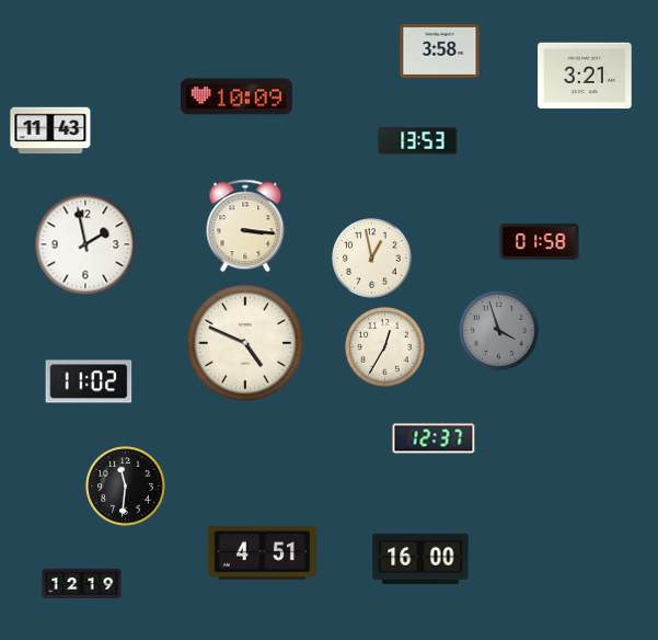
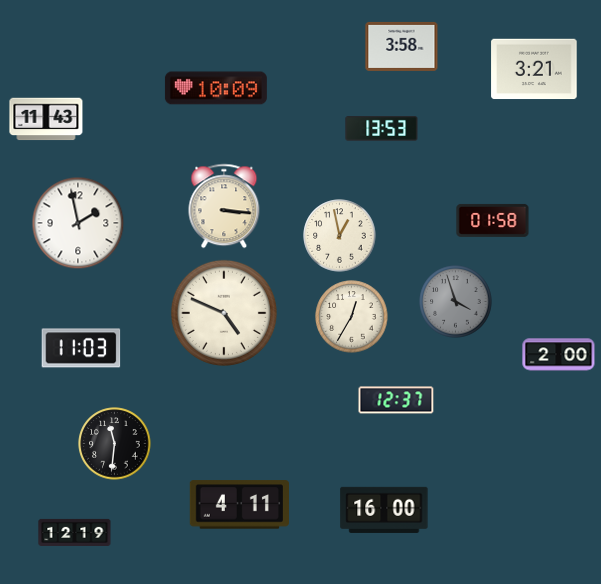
clock at (89, 381): 11:02 -> 11:03
clock at (559, 355): none -> 2:00
clock at (262, 553): 4:51 -> 4:11
